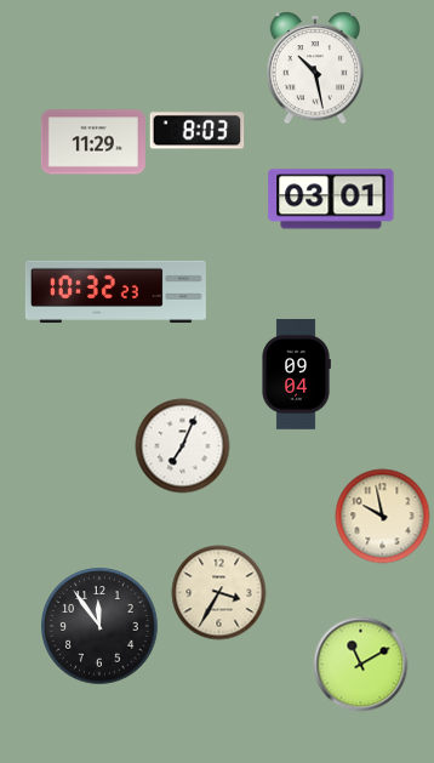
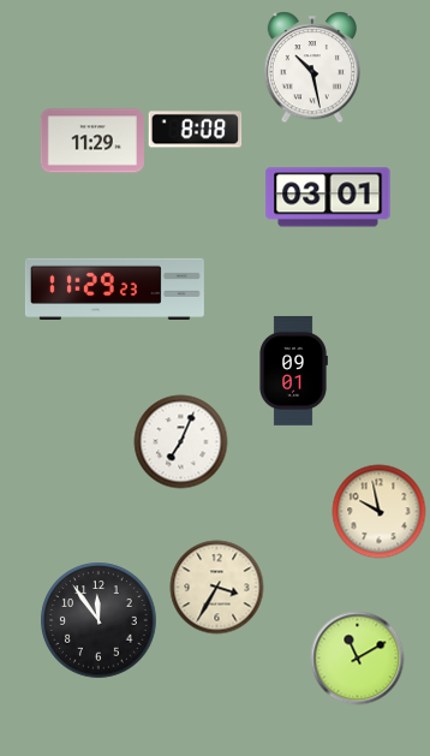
clock at (196, 131): 8:03 -> 8:08
clock at (115, 291): 10:32 -> 11:29
clock at (296, 374): 09:04 -> 09:01
